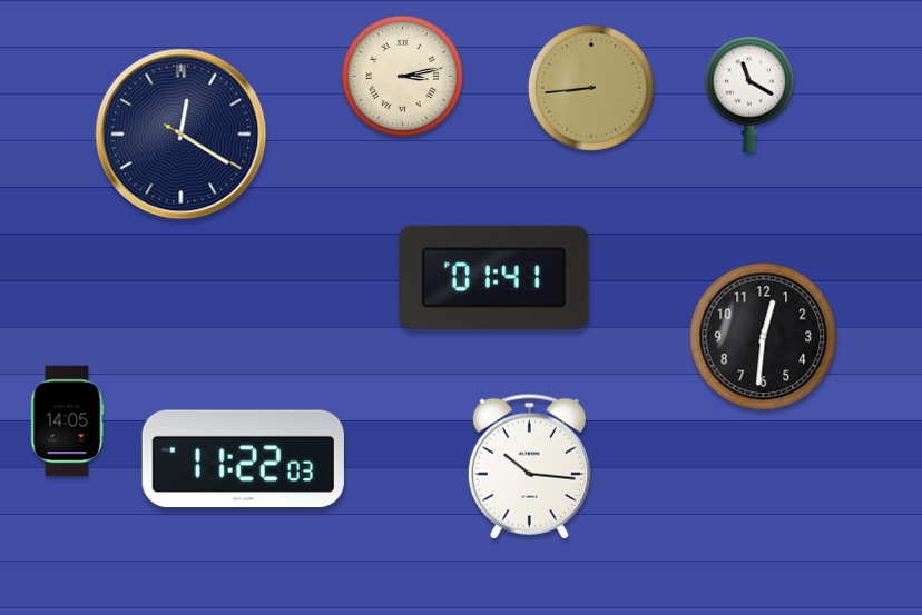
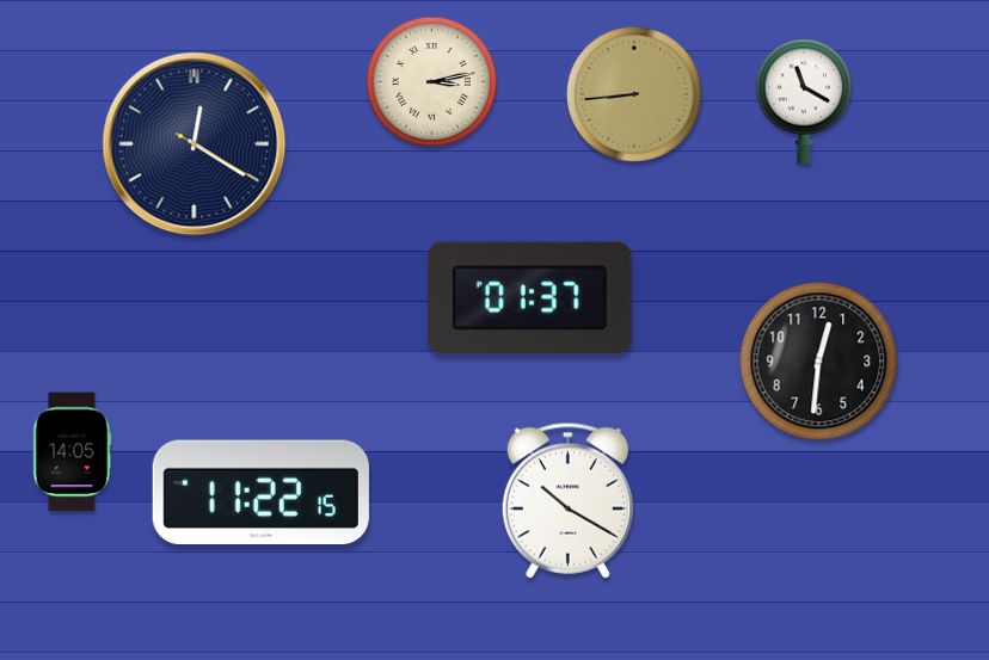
clock at (494, 278): 01:41 -> 01:37
clock at (243, 459): 11:22:03 -> 11:22:15
clock at (529, 466): 10:16 -> 10:20
